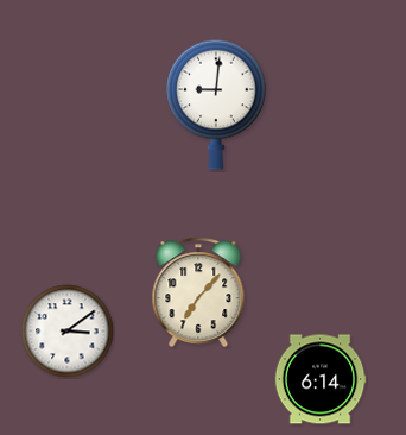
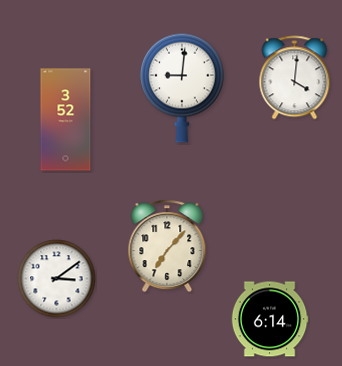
clock at (295, 78): none -> 4:01
clock at (66, 120): none -> 3:52
